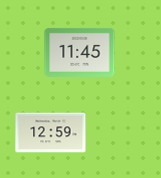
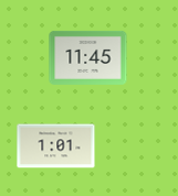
clock at (51, 133): 12:59 -> 1:01
